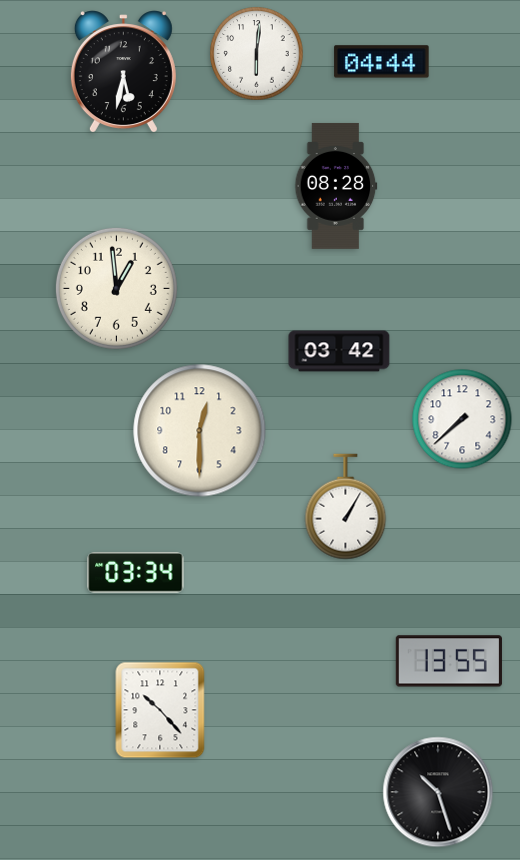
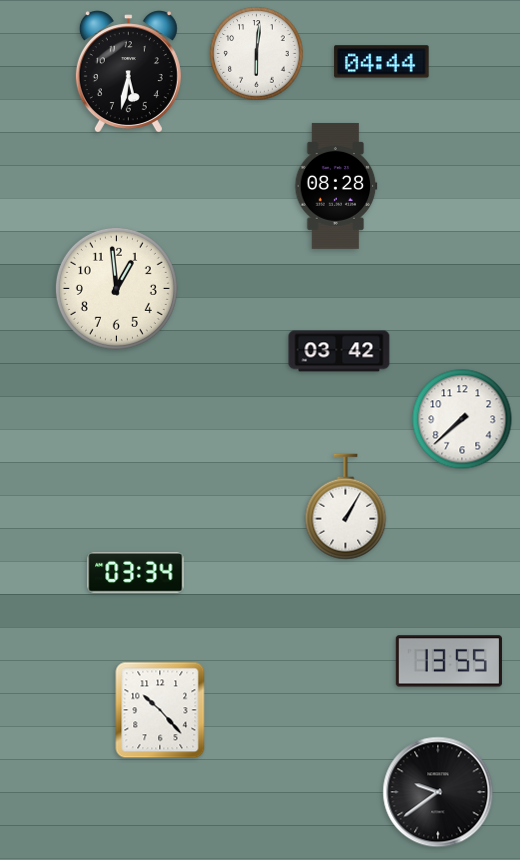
clock at (123, 71) position: (123, 71) -> (128, 71)
clock at (200, 431): 12:30 -> none
clock at (438, 792): 10:27 -> 9:39
